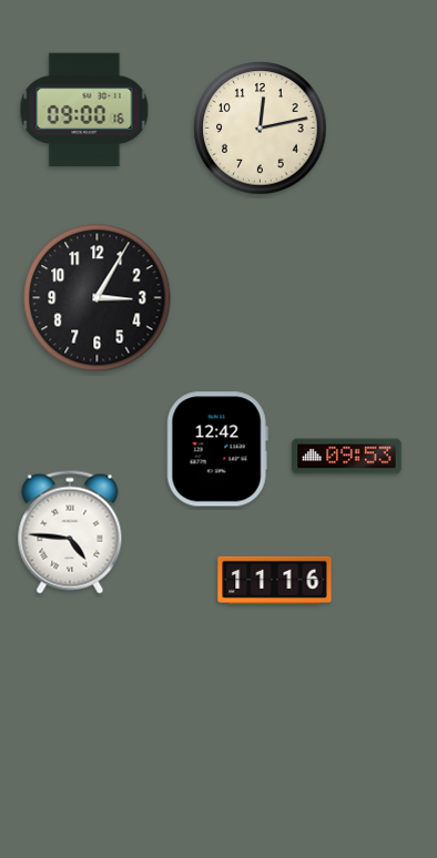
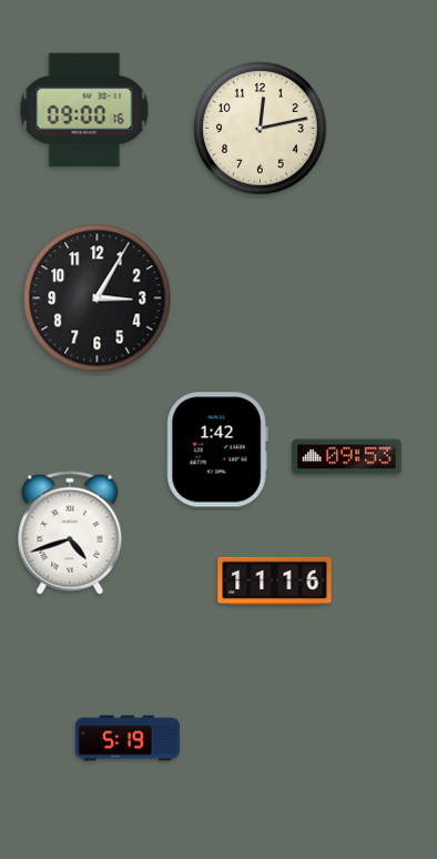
clock at (217, 449): 12:42 -> 1:42
clock at (70, 532): 4:46 -> 4:42
clock at (128, 738): none -> 5:19
